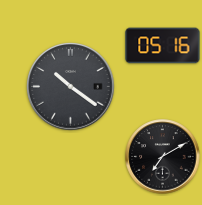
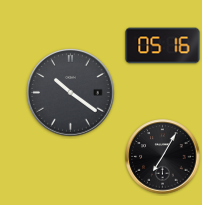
clock at (71, 87) position: (71, 87) -> (71, 93)
clock at (163, 157): 7:10 -> 7:05
